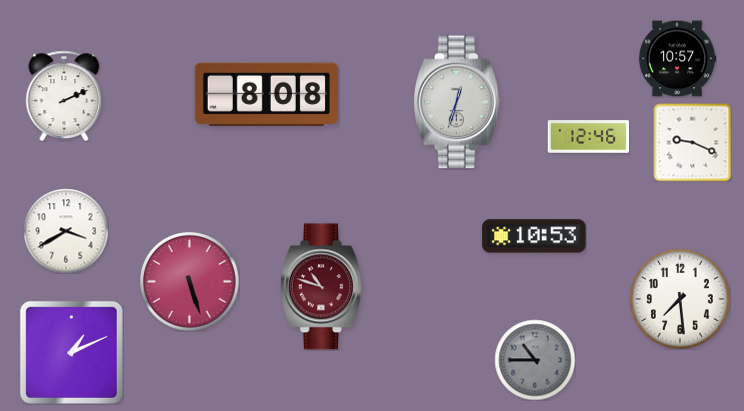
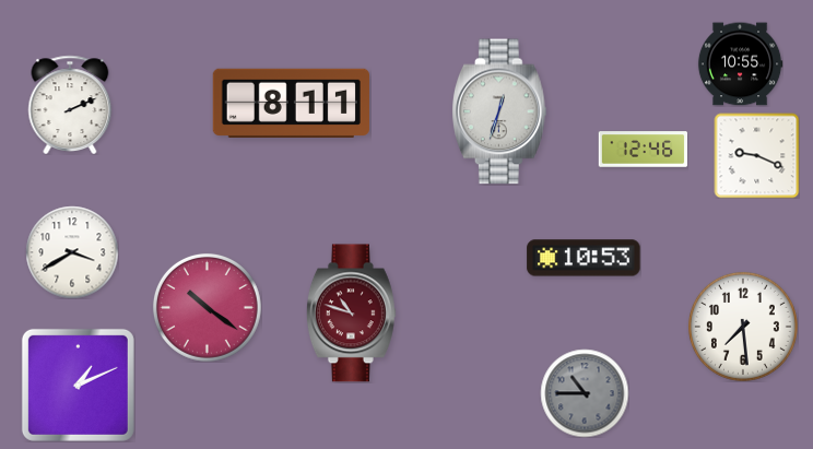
clock at (677, 59): 10:57 -> 10:55
clock at (266, 94): 8:08 -> 8:11
clock at (189, 281): 5:27 -> 10:21
